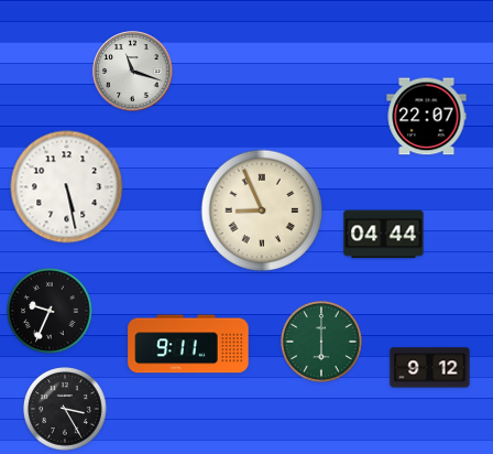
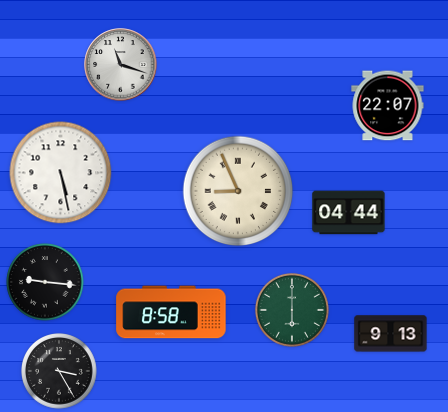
clock at (67, 187) position: (67, 187) -> (61, 173)
clock at (50, 311): 9:34 -> 9:16
clock at (188, 344): 9:11 -> 8:58
clock at (430, 368): 9:12 -> 9:13
